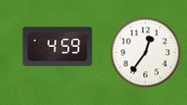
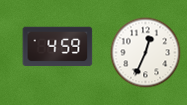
clock at (146, 53): 12:36 -> 12:34
